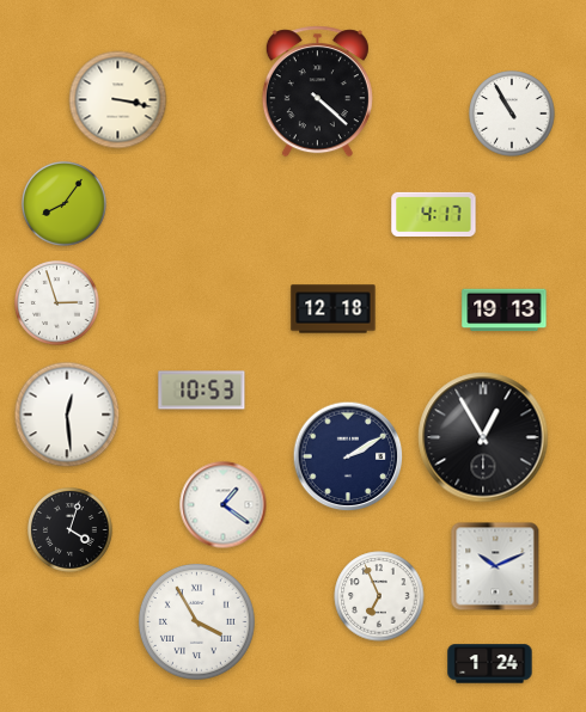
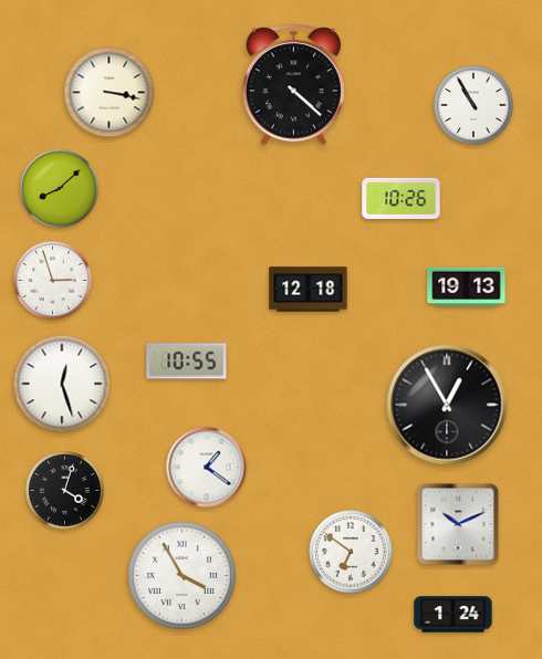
clock at (65, 204): 8:06 -> 8:08
clock at (434, 214): 4:17 -> 10:26
clock at (334, 309) position: (334, 309) -> (309, 290)
clock at (202, 391): 10:53 -> 10:55
clock at (67, 415): 12:29 -> 12:27
clock at (348, 456): 2:10 -> none
clock at (379, 596): 6:56 -> 6:51
